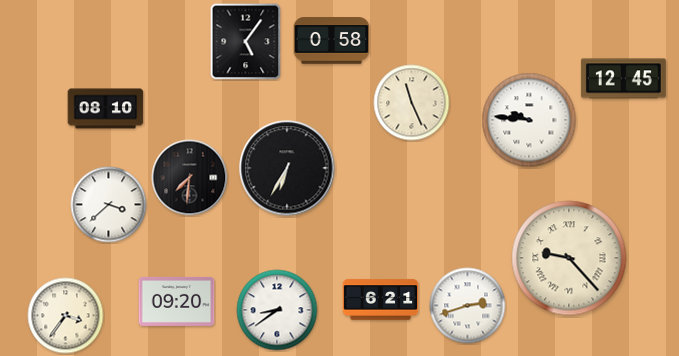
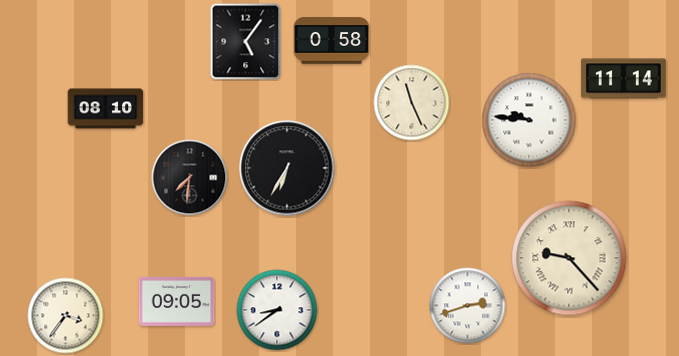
clock at (623, 79): 12:45 -> 11:14
clock at (109, 205): 3:38 -> none
clock at (381, 300): 6:21 -> none
clock at (177, 301): 09:20 -> 09:05
